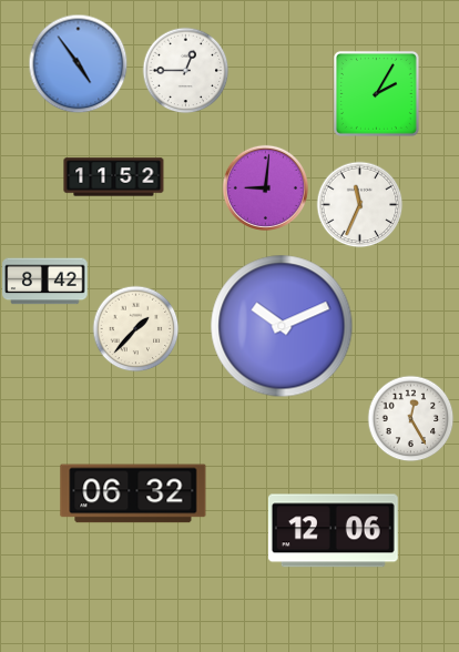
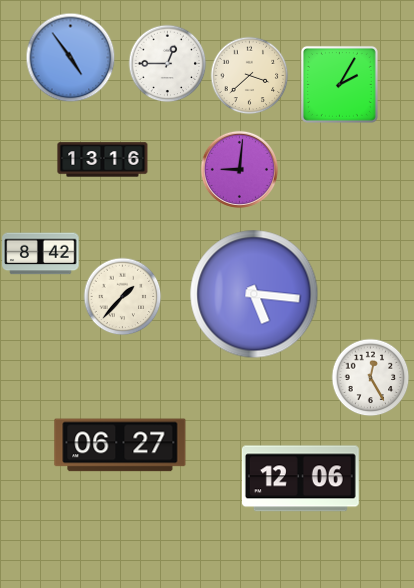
clock at (249, 75): none -> 3:38
clock at (114, 177): 11:52 -> 13:16
clock at (359, 204): 11:34 -> none
clock at (282, 326): 10:11 -> 5:16
clock at (133, 493): 06:32 -> 06:27
